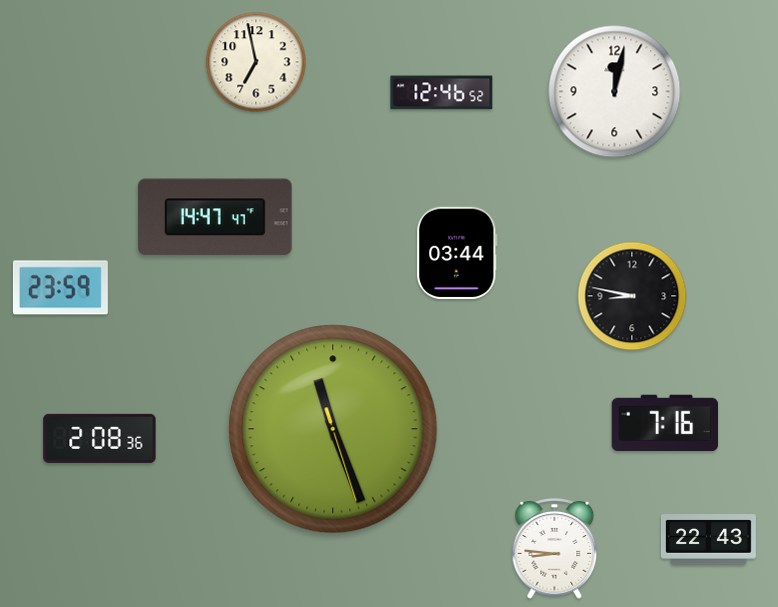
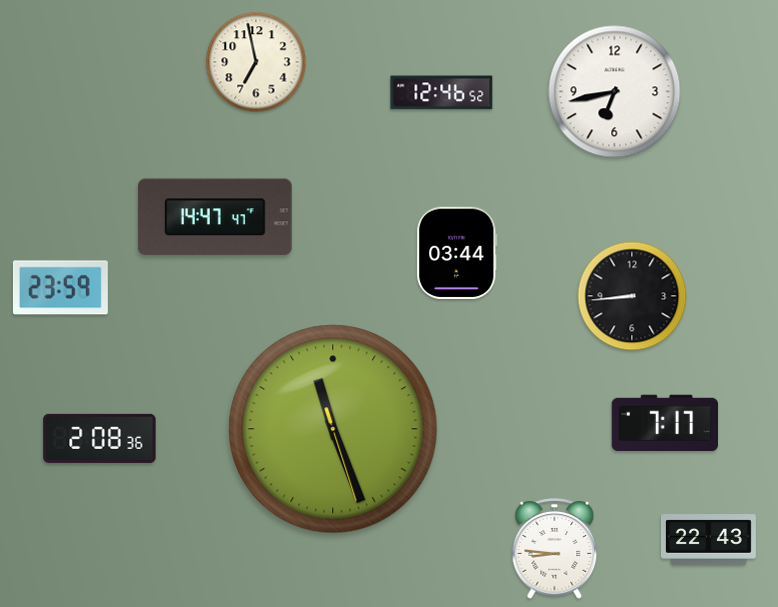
clock at (615, 92): 12:02 -> 6:43
clock at (632, 296): 8:47 -> 8:44
clock at (664, 422): 7:16 -> 7:17
